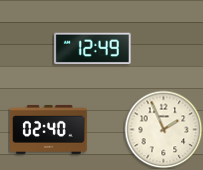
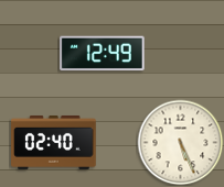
clock at (163, 129): 1:56 -> 5:26
